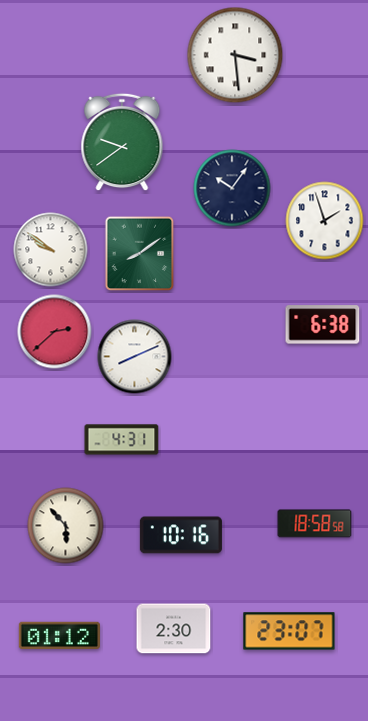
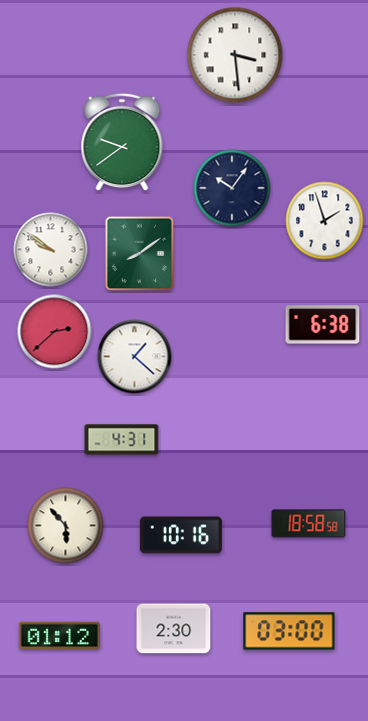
clock at (135, 357): 8:11 -> 1:22
clock at (315, 524) position: (315, 524) -> (309, 524)
clock at (289, 631): 23:07 -> 03:00
